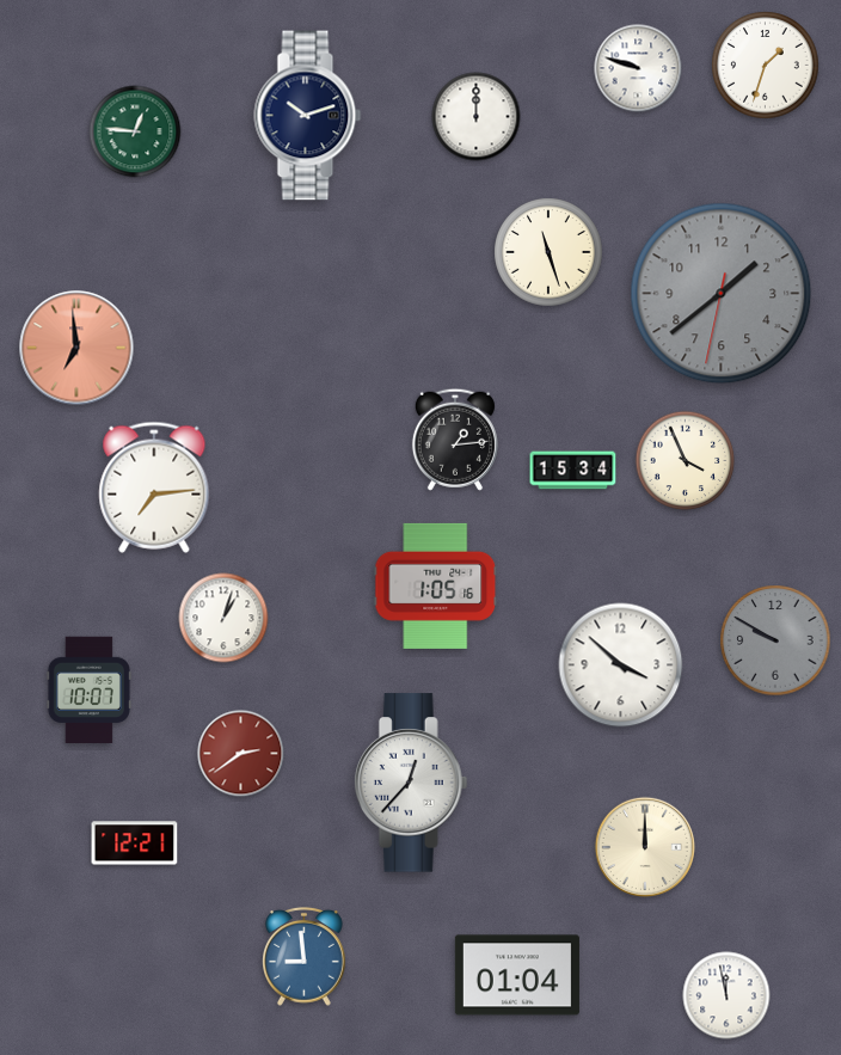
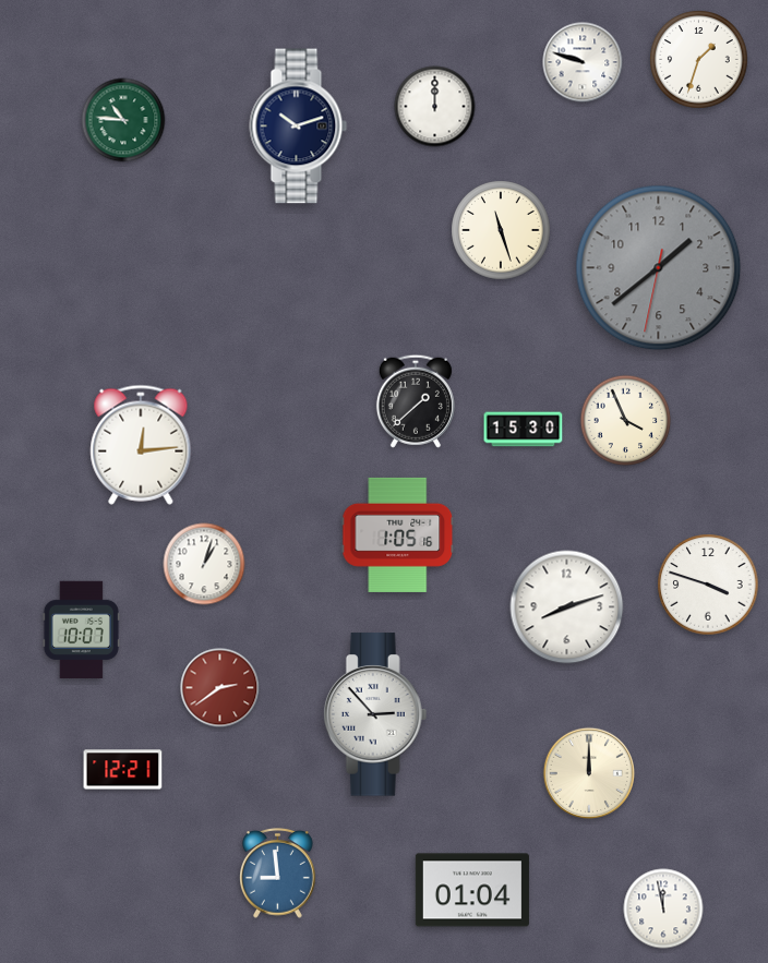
clock at (308, 116) position: (308, 116) -> (299, 127)
clock at (135, 131): 12:46 -> 10:46
clock at (76, 348): 6:59 -> none
clock at (455, 440): 1:14 -> 1:38
clock at (573, 471): 15:34 -> 15:30
clock at (154, 487): 7:14 -> 12:14
clock at (775, 640): 9:50 -> 3:48
clock at (775, 640) dial: grey -> white
clock at (621, 665): 3:52 -> 8:12
clock at (411, 783): 12:37 -> 2:53
